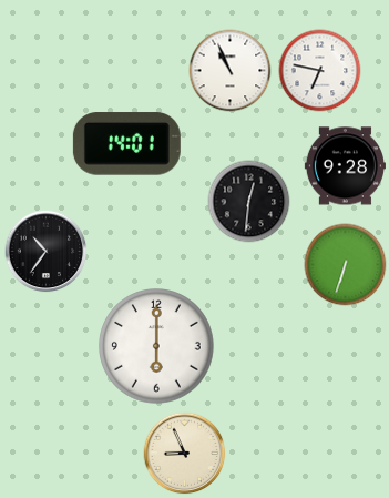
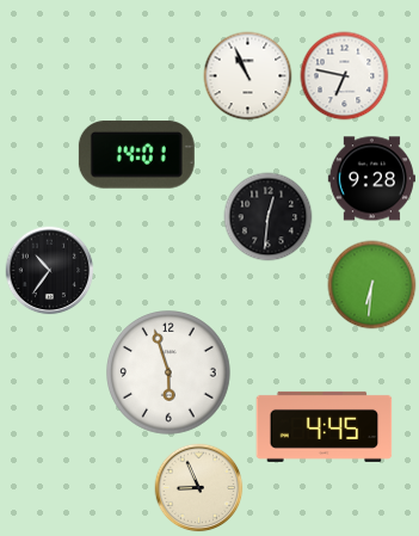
clock at (346, 265): 6:33 -> 6:31
clock at (156, 346): 6:00 -> 5:57
clock at (325, 426): none -> 4:45
